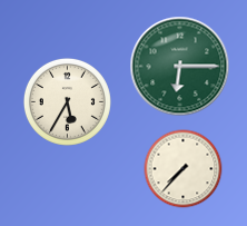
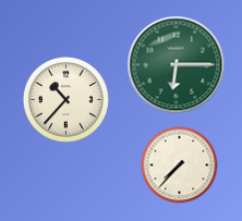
clock at (67, 101): 5:35 -> 10:37
